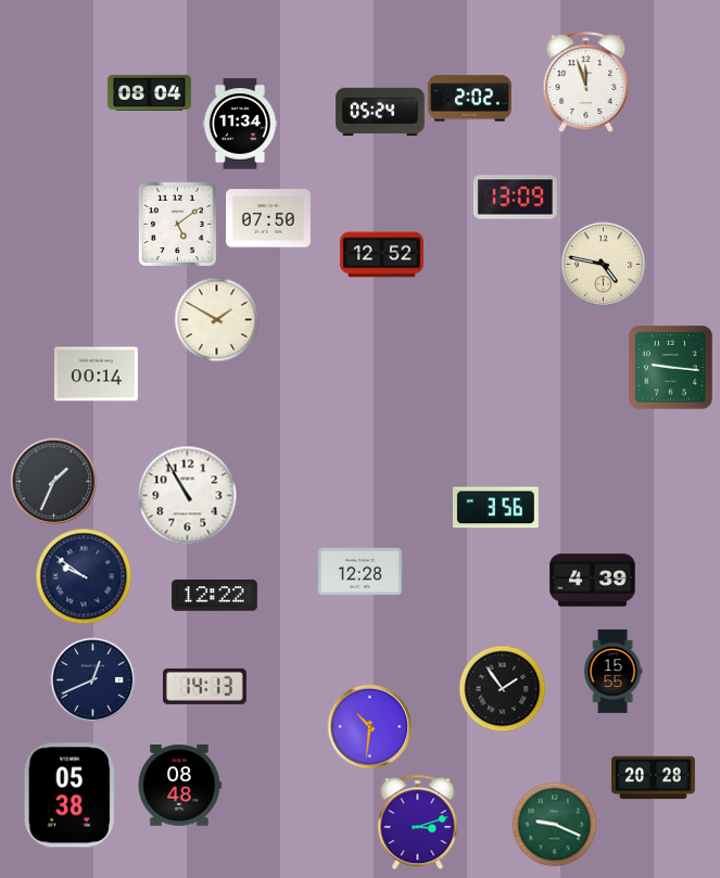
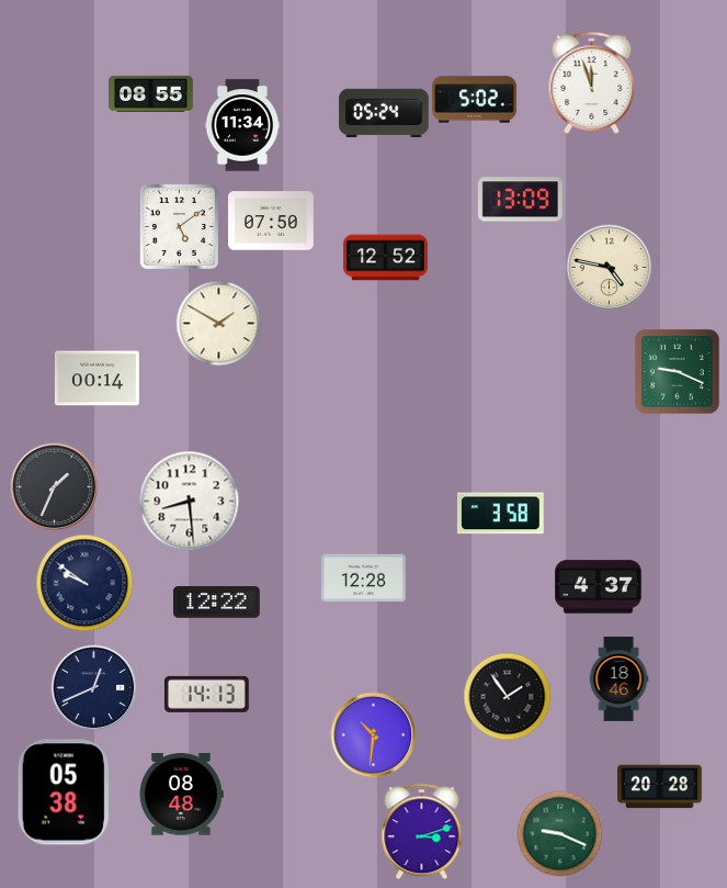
clock at (149, 92): 08:04 -> 08:55
clock at (469, 99): 2:02 -> 5:02
clock at (670, 367): 9:16 -> 9:19
clock at (187, 495): 10:55 -> 8:29
clock at (495, 508): 3:56 -> 3:58
clock at (593, 581): 4:39 -> 4:37
clock at (612, 672): 15:55 -> 18:46
clock at (70, 796) position: (70, 796) -> (64, 793)
